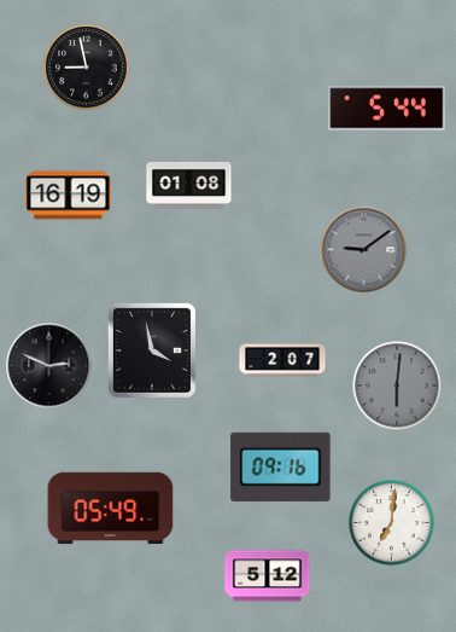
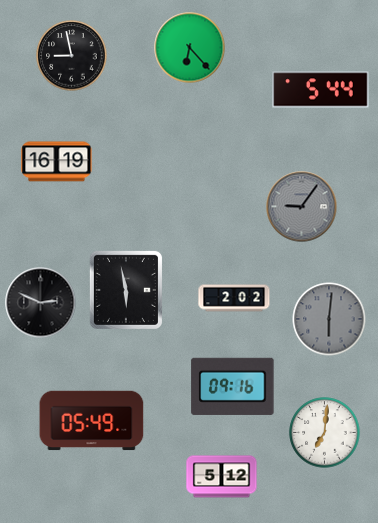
clock at (190, 48): none -> 6:23
clock at (189, 185): 01:08 -> none
clock at (364, 250): 9:09 -> 9:06
clock at (152, 350): 3:58 -> 5:58
clock at (282, 360): 2:07 -> 2:02
